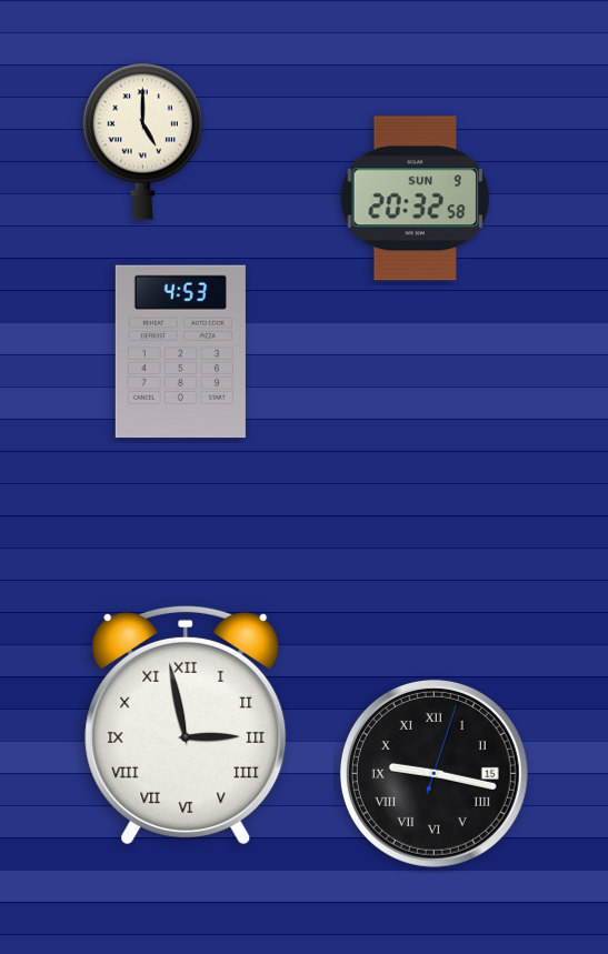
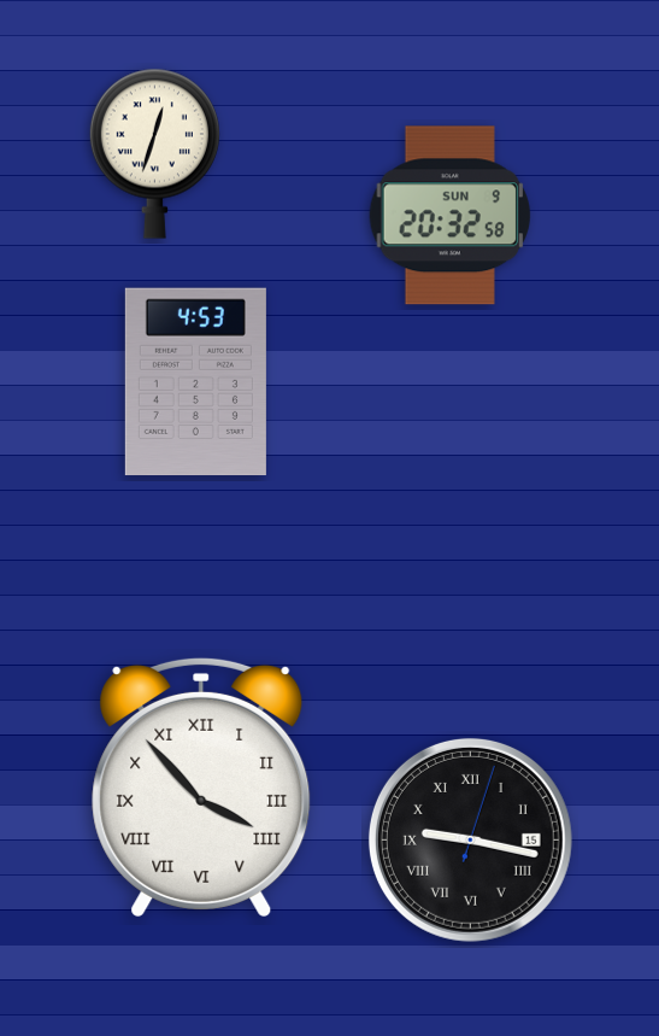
clock at (142, 141): 5:00 -> 12:33
clock at (186, 725): 2:58 -> 3:53
